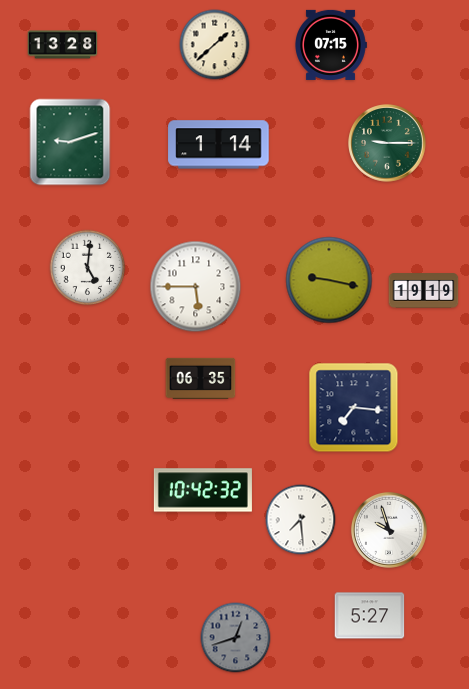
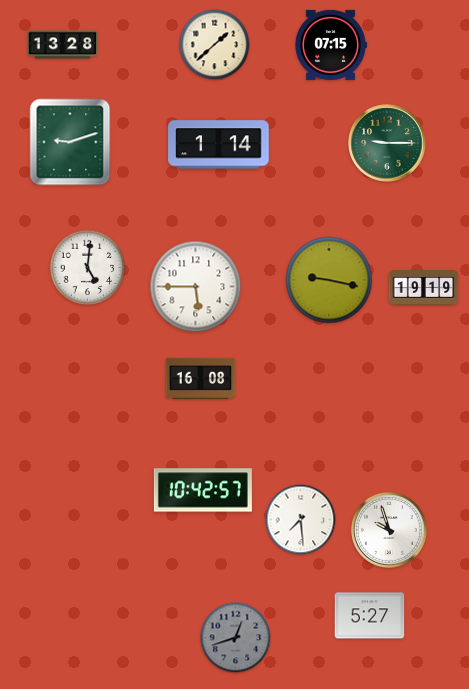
clock at (424, 291) position: (424, 291) -> (424, 288)
clock at (201, 378): 06:35 -> 16:08
clock at (354, 408): 7:16 -> none
clock at (203, 490): 10:42:32 -> 10:42:57
